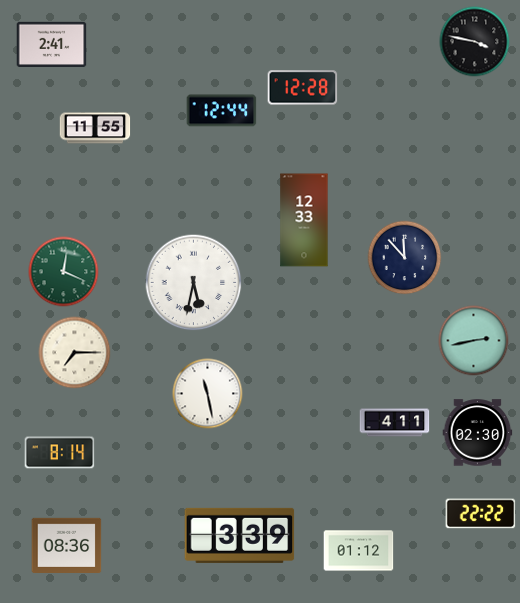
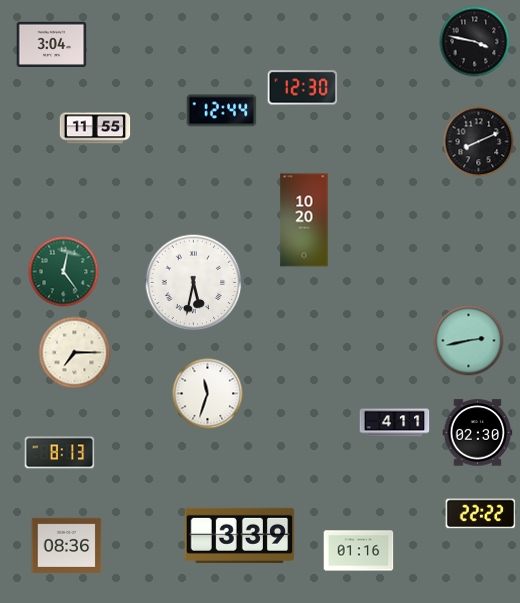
clock at (52, 44): 2:41 -> 3:04
clock at (303, 88): 12:28 -> 12:30
clock at (479, 142): none -> 8:11
clock at (304, 220): 12:33 -> 10:20
clock at (405, 258): 11:53 -> none
clock at (64, 272): 12:19 -> 12:24
clock at (474, 341) position: (474, 341) -> (469, 341)
clock at (208, 394): 11:28 -> 11:33
clock at (60, 453): 8:14 -> 8:13
clock at (359, 551): 01:12 -> 01:16
